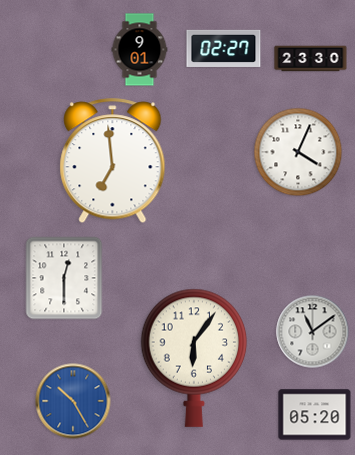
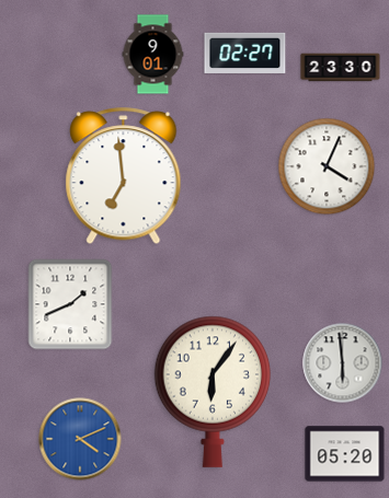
clock at (311, 59) position: (311, 59) -> (341, 68)
clock at (64, 278): 12:30 -> 1:41
clock at (313, 332): 11:09 -> 5:59
clock at (73, 401): 10:25 -> 4:11
